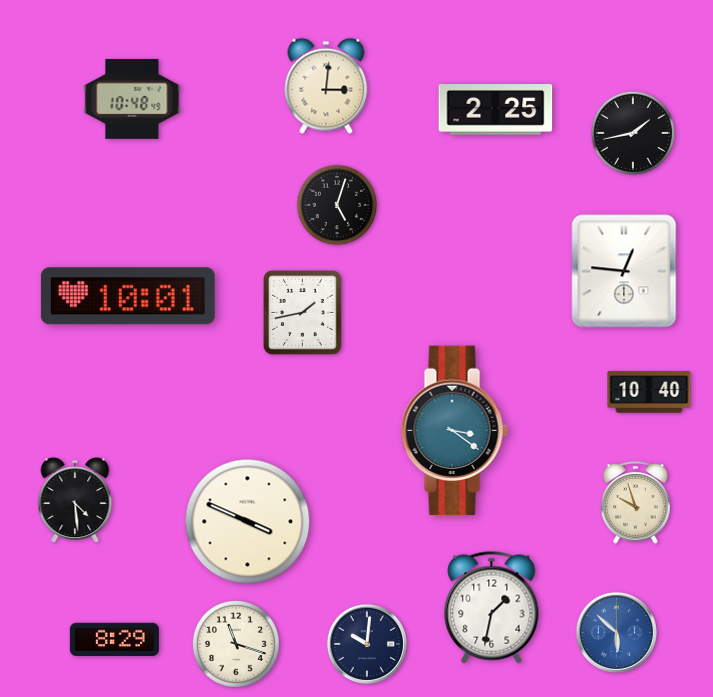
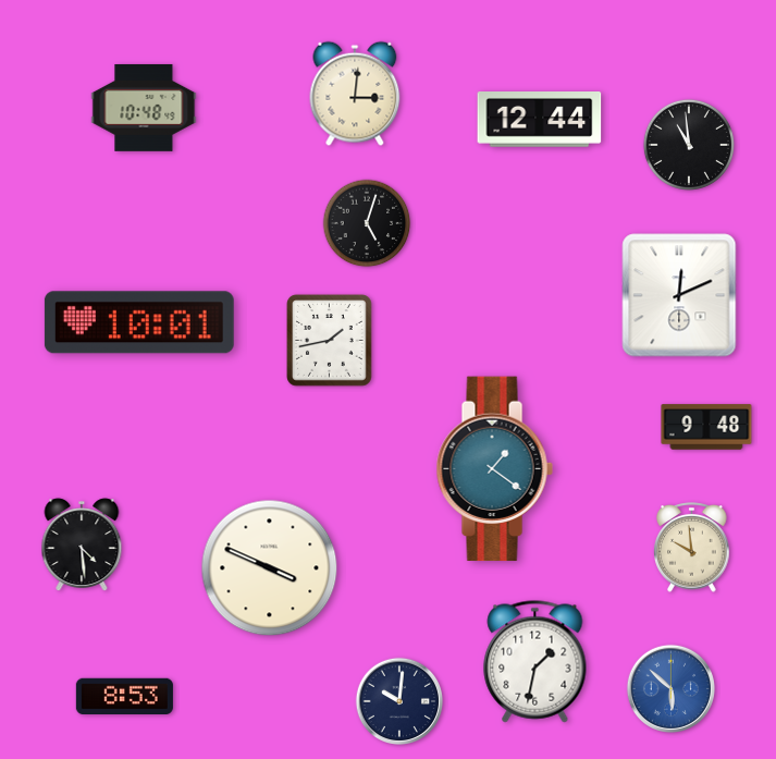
clock at (496, 110): 2:25 -> 12:44
clock at (633, 133): 1:43 -> 10:59
clock at (624, 271): 12:46 -> 12:11
clock at (649, 392): 10:40 -> 9:48
clock at (454, 431): 3:21 -> 1:21
clock at (636, 503): 9:57 -> 9:59
clock at (114, 639): 8:29 -> 8:53
clock at (237, 645): 11:18 -> none
